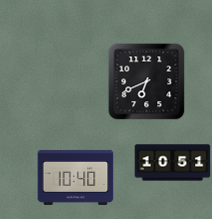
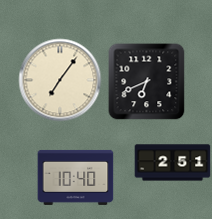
clock at (60, 80): none -> 7:06
clock at (173, 163): 10:51 -> 2:51
